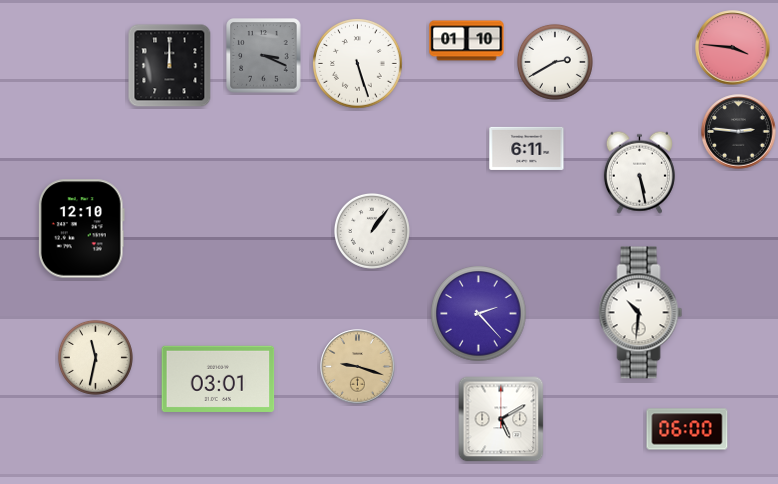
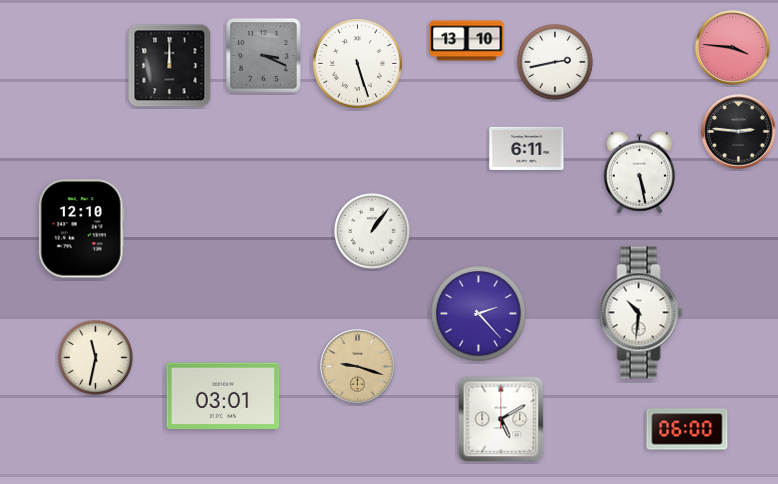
clock at (467, 41): 01:10 -> 13:10
clock at (555, 62): 2:40 -> 2:43
clock at (218, 378) position: (218, 378) -> (223, 395)
